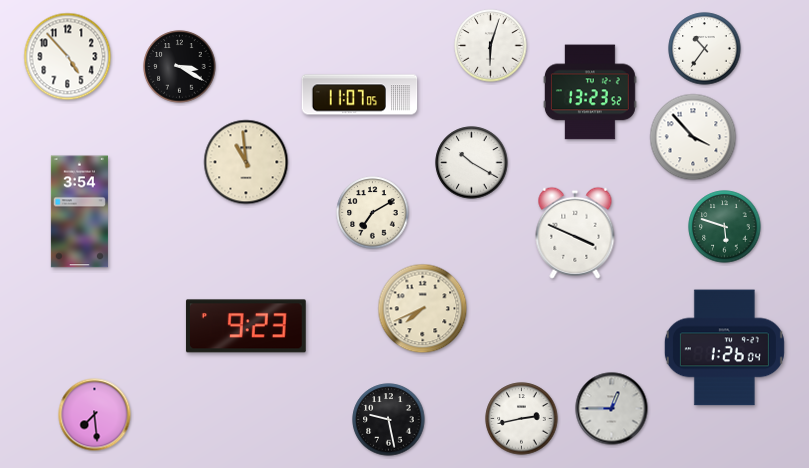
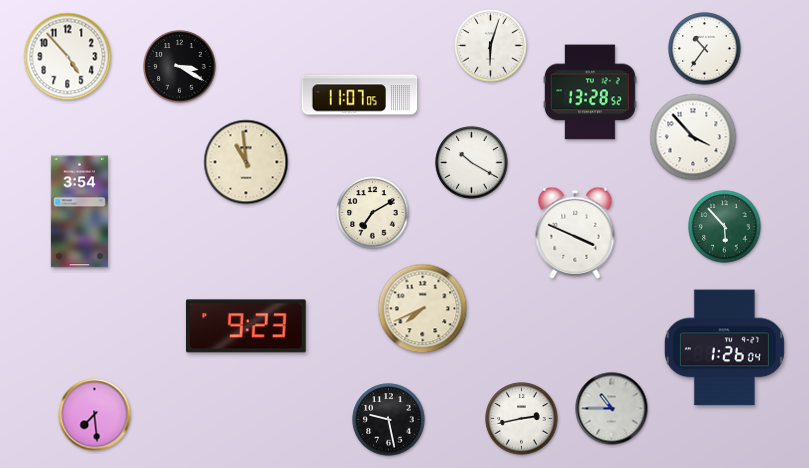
clock at (590, 92): 13:23 -> 13:28
clock at (725, 227): 5:48 -> 5:53
clock at (612, 409): 12:45 -> 10:45
